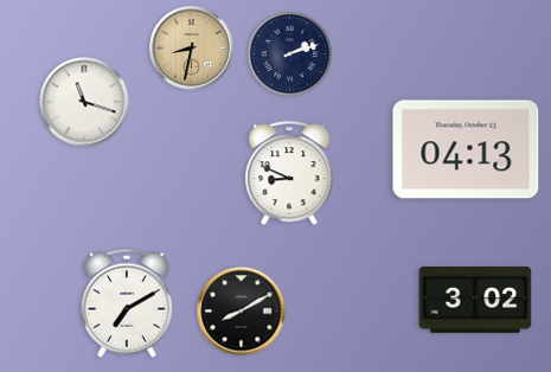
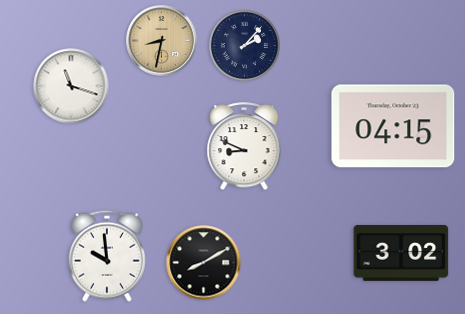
clock at (289, 53): 2:12 -> 2:07
clock at (466, 149): 04:13 -> 04:15
clock at (127, 303): 7:10 -> 9:59
